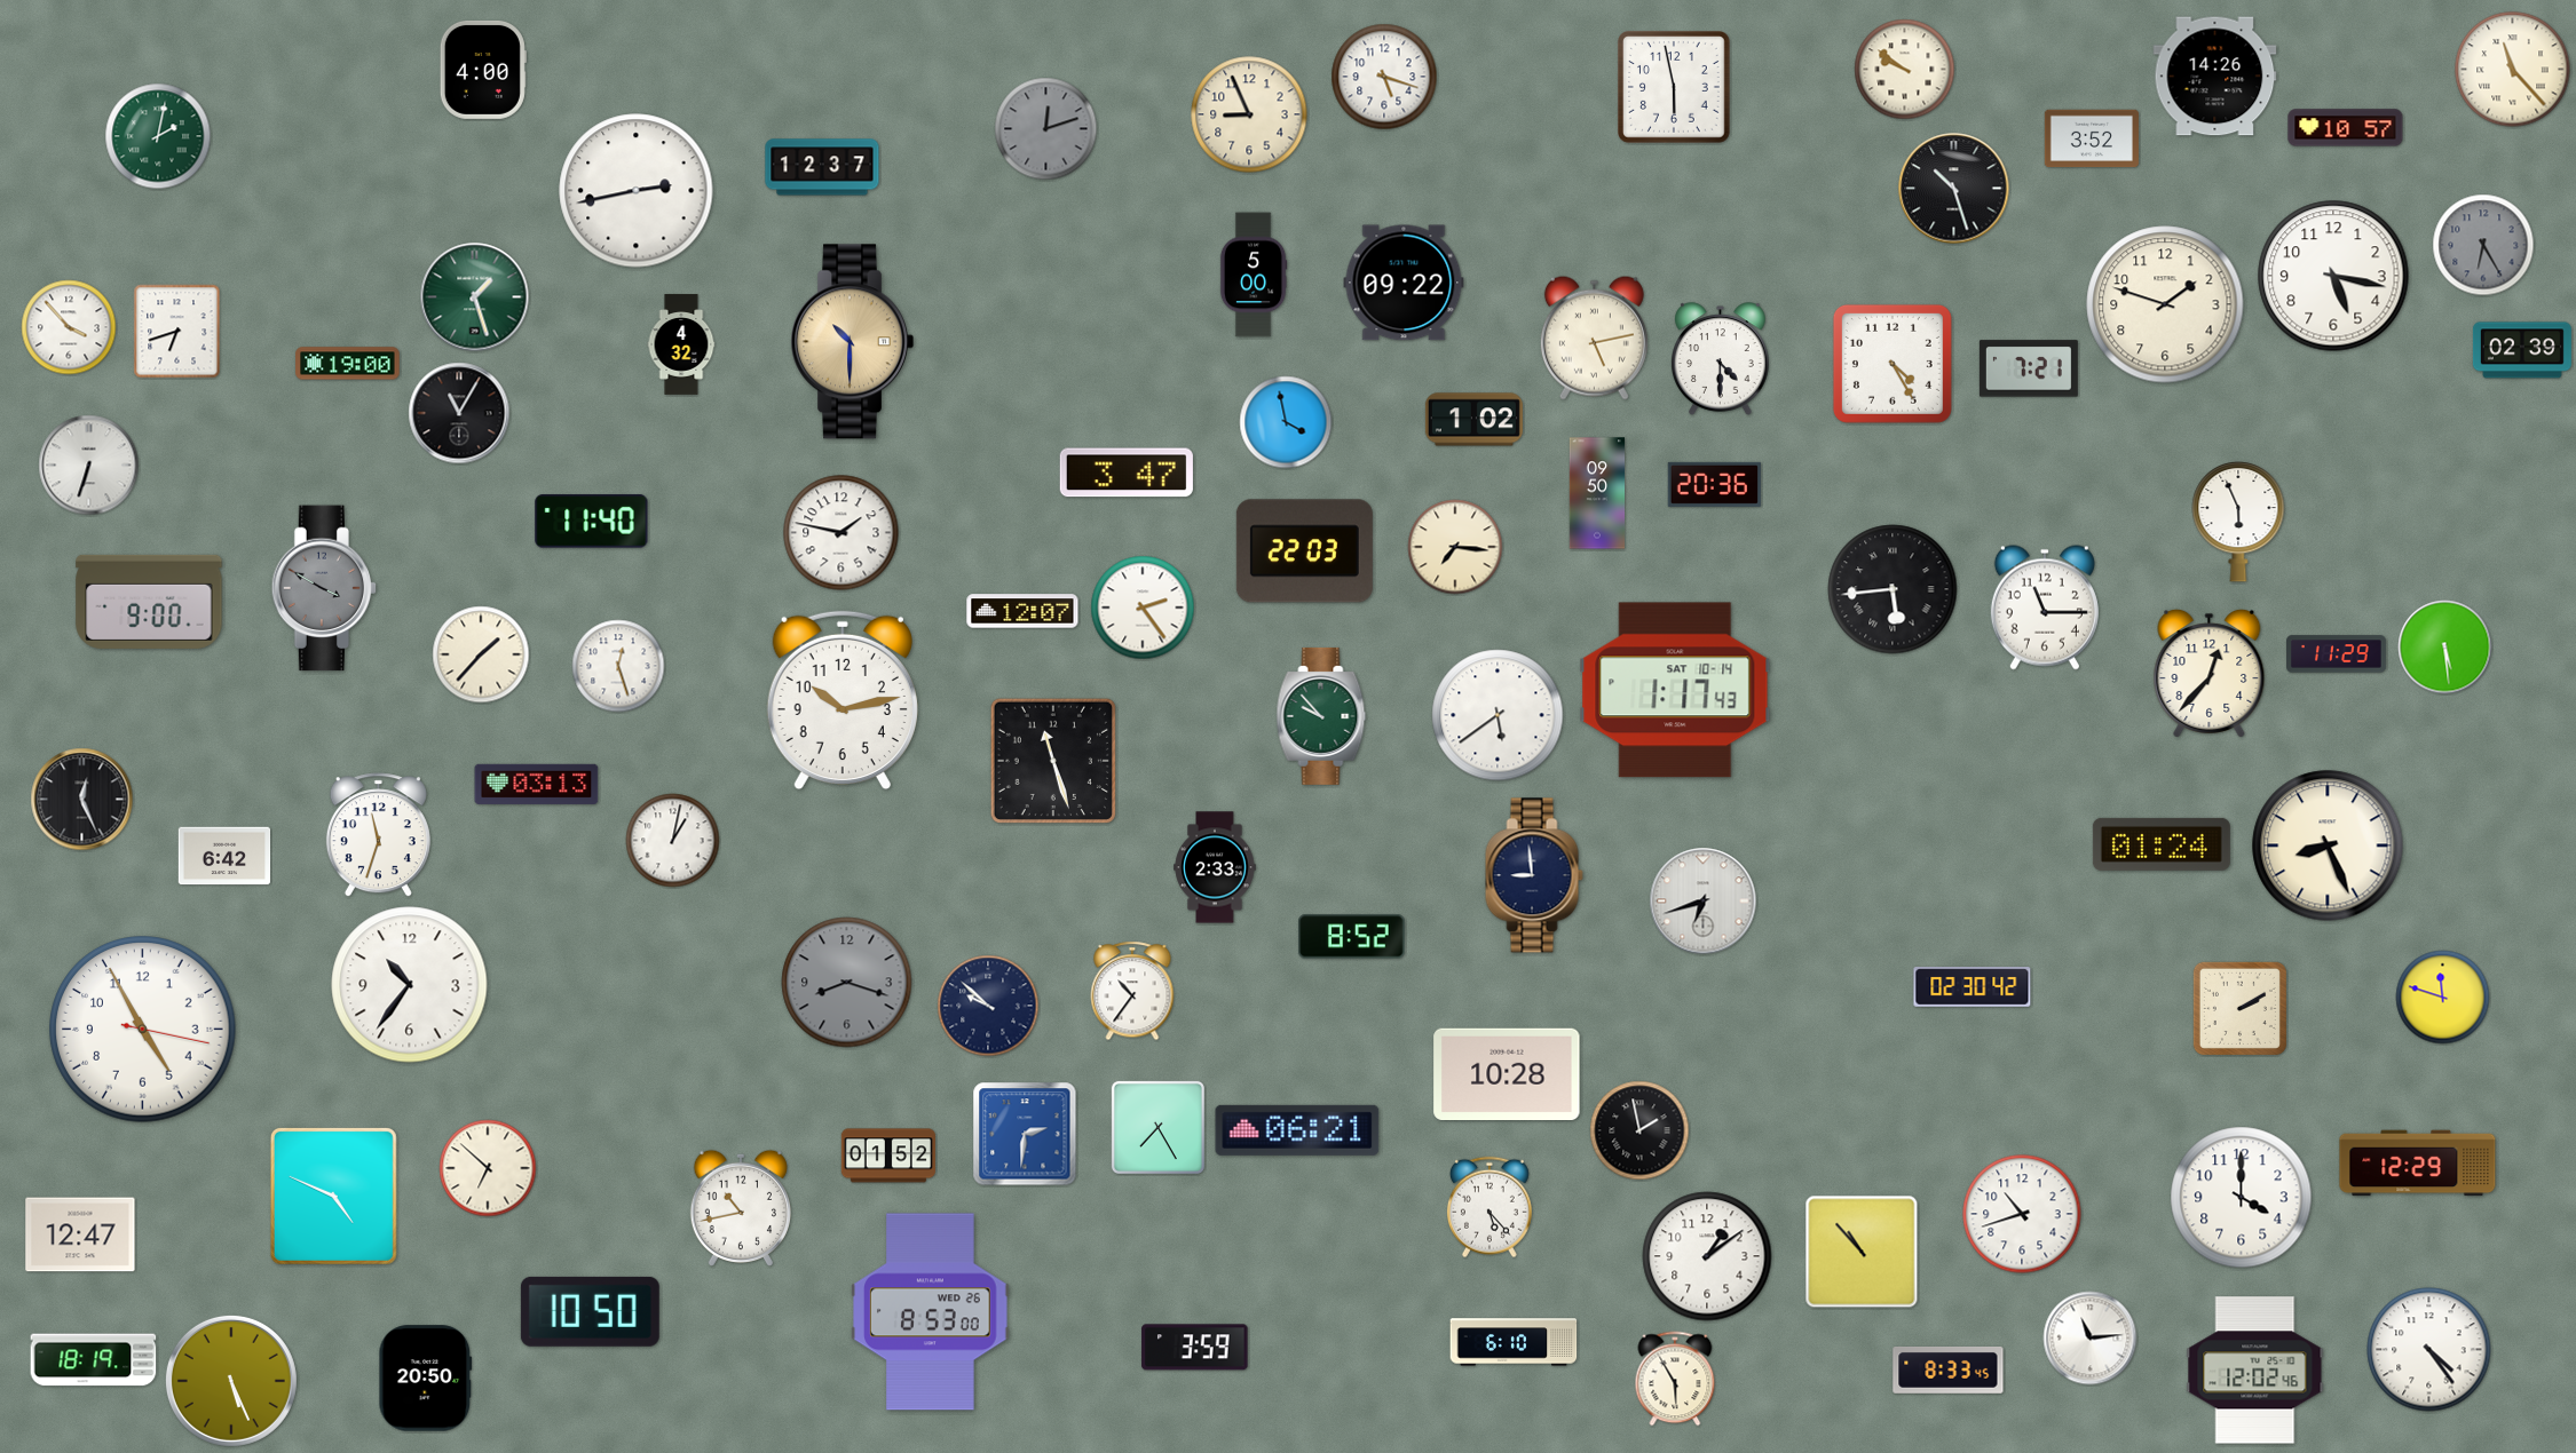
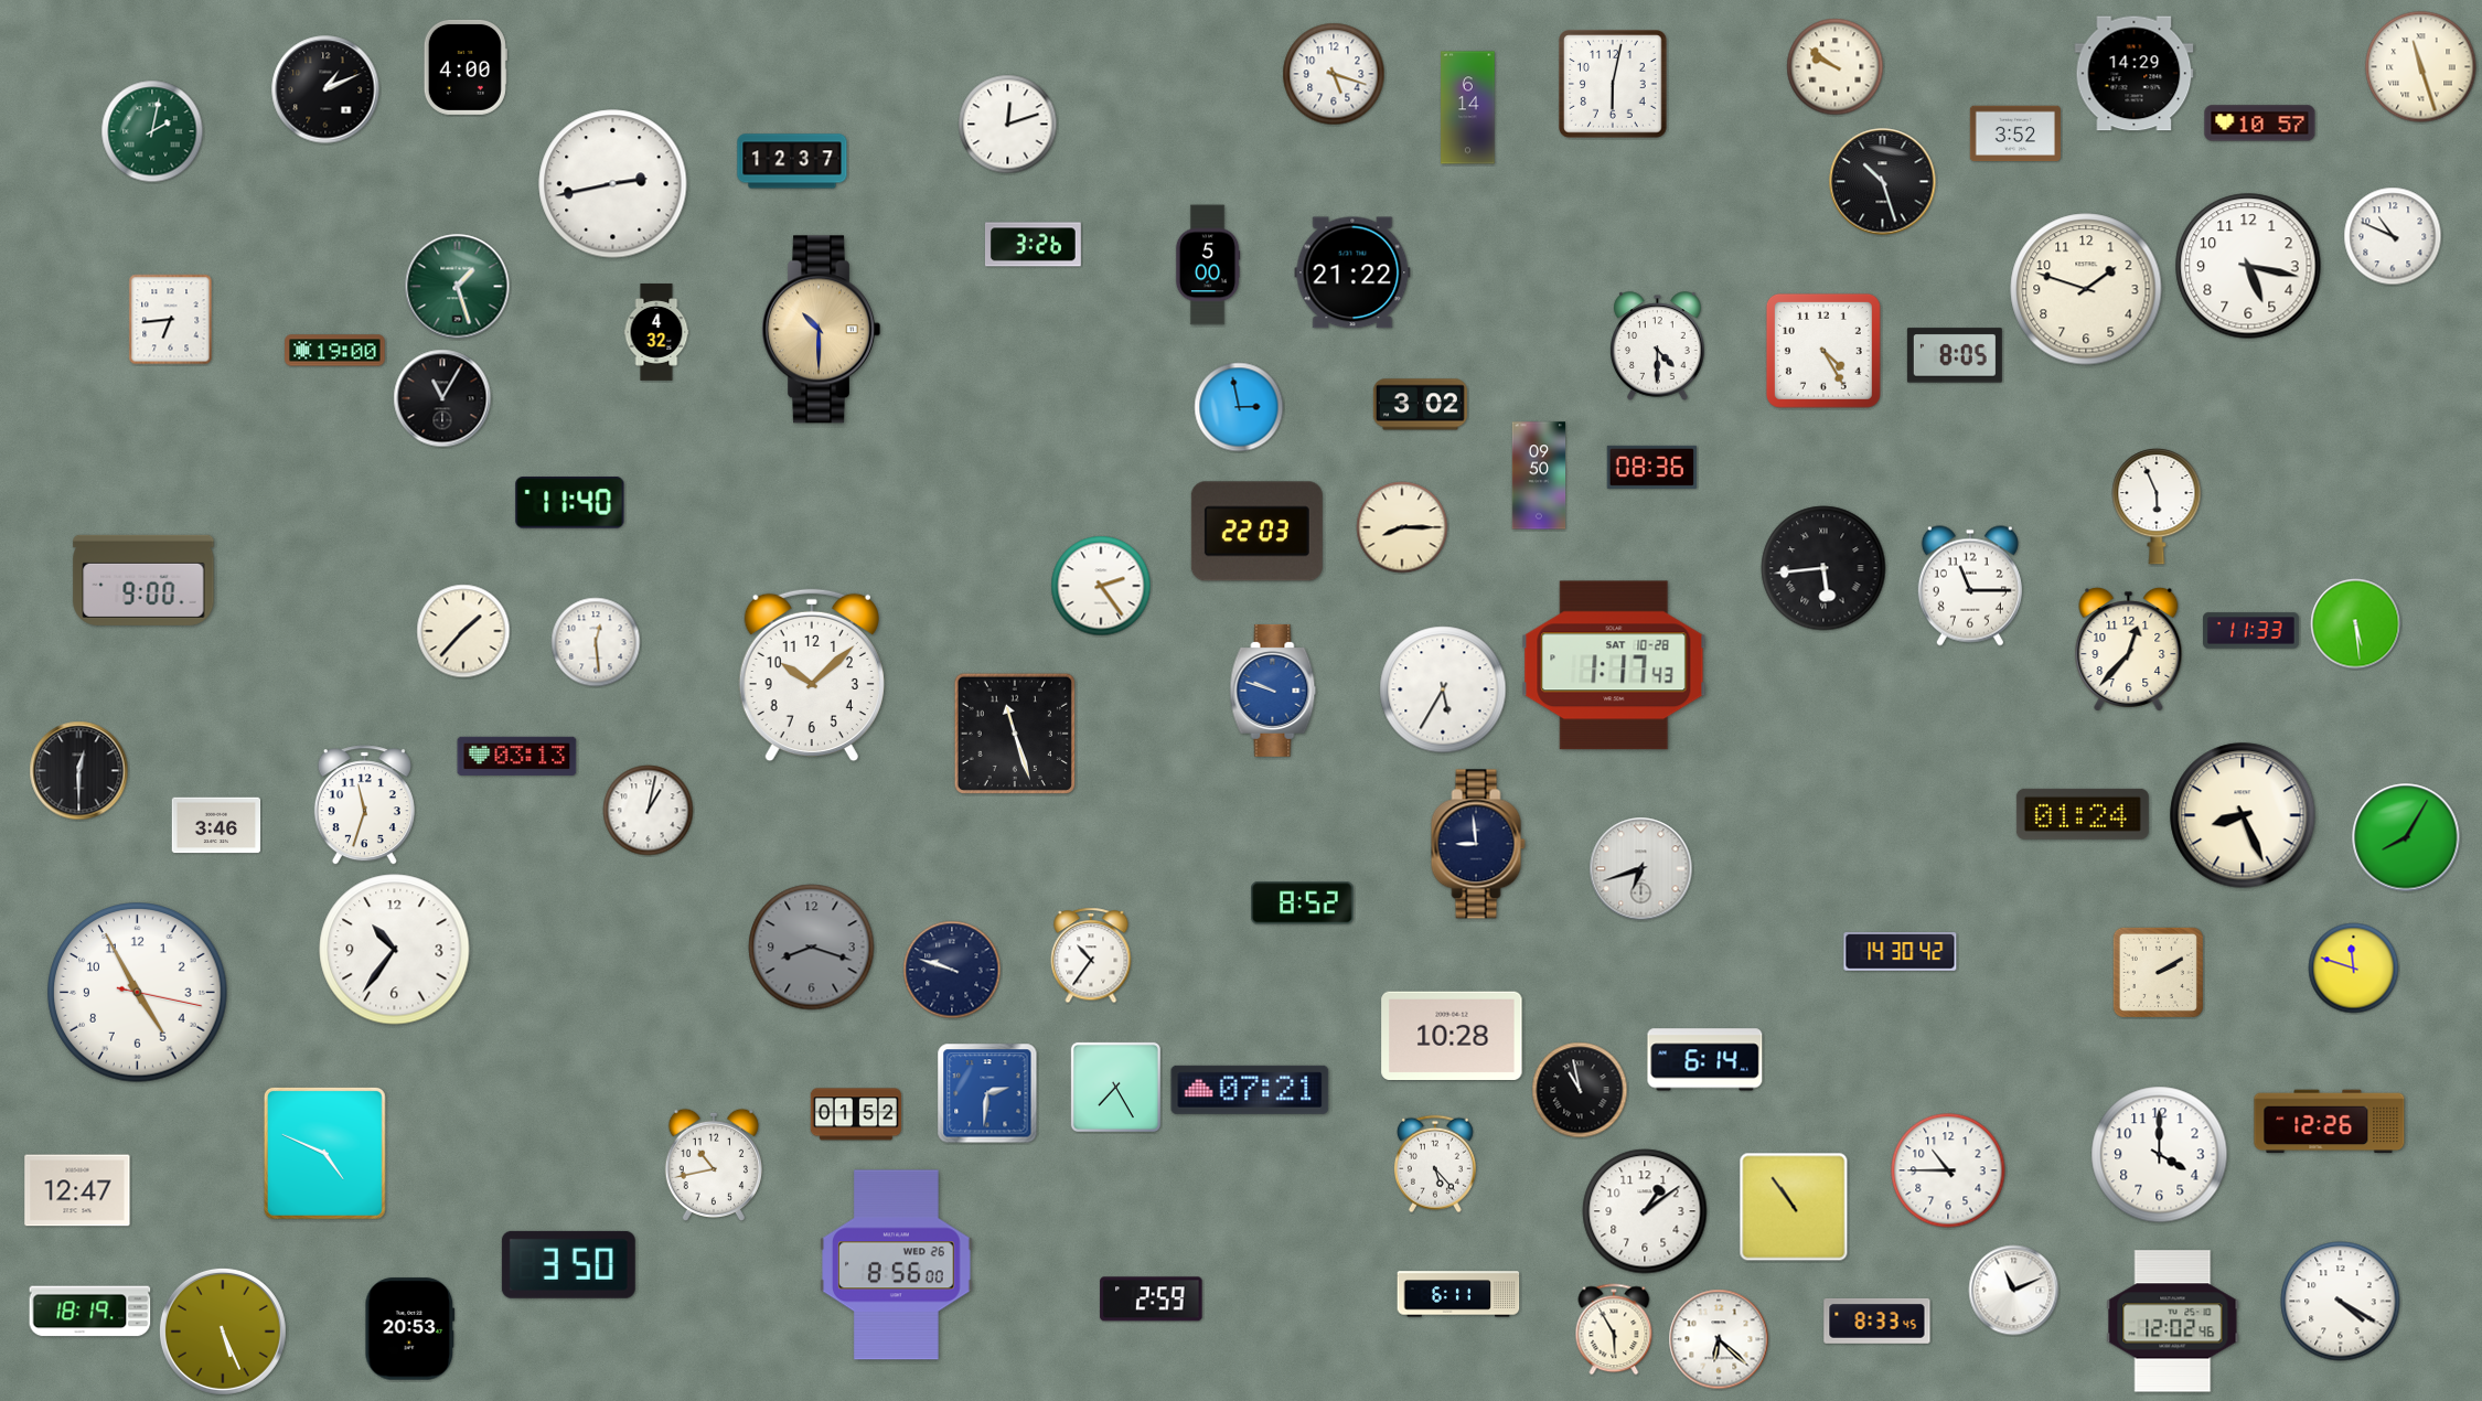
clock at (2513, 70): 11:23 -> 11:27
clock at (2215, 77): 14:26 -> 14:29
clock at (1675, 88): 5:58 -> 6:02
clock at (325, 89): none -> 1:11
clock at (1468, 108): none -> 6:14
clock at (1249, 114): 8:56 -> none
clock at (1046, 129) dial: grey -> white
clock at (2483, 245): 6:25 -> 10:49
clock at (2483, 245) dial: grey -> white
clock at (1033, 245): none -> 3:26
clock at (1404, 283): 09:22 -> 21:22
clock at (2165, 304) position: (2165, 304) -> (2086, 289)
clock at (69, 327): 3:53 -> none
clock at (177, 332): 6:42 -> 6:44
clock at (1594, 338): 5:13 -> none
clock at (2522, 350): 02:39 -> none
clock at (2029, 368): 7:21 -> 8:05
clock at (1473, 420): 1:02 -> 3:02
clock at (1286, 422): 3:58 -> 2:58
clock at (89, 466): 6:33 -> none
clock at (1127, 473): 3:47 -> none
clock at (1714, 484): 20:36 -> 08:36
clock at (2238, 522) position: (2238, 522) -> (2157, 506)
clock at (841, 533): 1:47 -> none
clock at (1455, 547): 7:16 -> 8:15
clock at (324, 588): 3:50 -> none
clock at (1022, 611): 12:07 -> none
clock at (2337, 654): 11:29 -> 11:33
clock at (618, 666): 12:27 -> 12:29
clock at (1675, 690) date: SAT 10-14 -> SAT 10-28
clock at (843, 700): 10:13 -> 10:08
clock at (1498, 715): 5:39 -> 5:35
clock at (1321, 716): 9:53 -> 9:48
clock at (1321, 716) dial: green -> blue
clock at (82, 800): 12:26 -> 12:30
clock at (224, 856): 6:42 -> 3:46
clock at (1215, 867): 2:33 -> none
clock at (2406, 837): none -> 8:05
clock at (847, 983) position: (847, 983) -> (812, 948)
clock at (1973, 987): 02:30 -> 14:30
clock at (2443, 998) position: (2443, 998) -> (2354, 969)
clock at (988, 1006): 9:52 -> 9:48
clock at (1705, 1060): none -> 6:14
clock at (1297, 1130): 06:21 -> 07:21
clock at (1639, 1130): 1:58 -> 10:58
clock at (2418, 1164): 12:29 -> 12:26
clock at (488, 1168): 6:52 -> none
clock at (333, 1196) position: (333, 1196) -> (324, 1153)
clock at (2022, 1214): 10:42 -> 10:45
clock at (1862, 1252): 10:53 -> 10:54
clock at (590, 1311): 10:50 -> 3:50
clock at (931, 1312): 8:53 -> 8:56
clock at (2091, 1339): 11:14 -> 11:11
clock at (1514, 1342): 6:10 -> 6:11
clock at (1195, 1348): 3:59 -> 2:59
clock at (2429, 1350): 4:24 -> 4:20
clock at (426, 1379): 20:50 -> 20:53
clock at (1719, 1339): none -> 6:22
